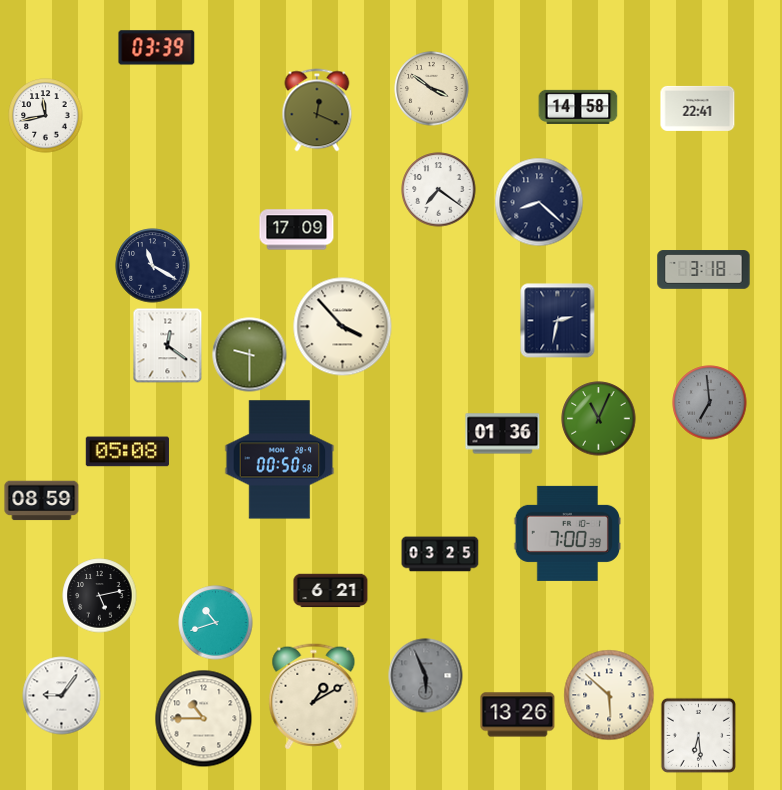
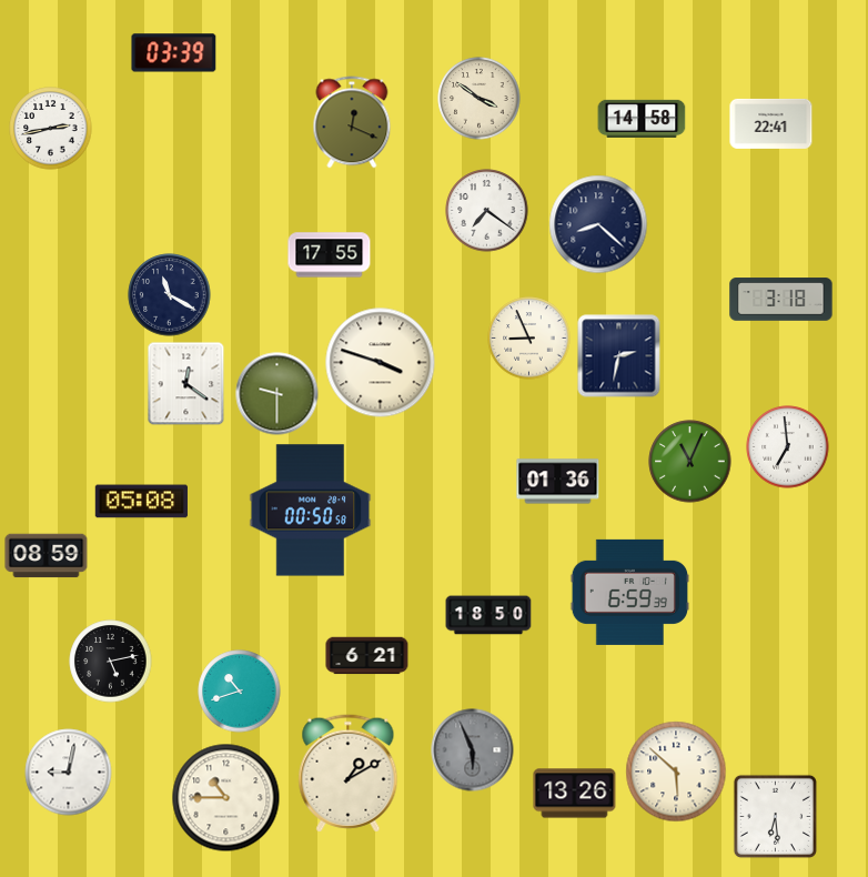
clock at (698, 108) position: (698, 108) -> (771, 123)
clock at (46, 116): 11:43 -> 2:43
clock at (297, 230): 17:09 -> 17:55
clock at (529, 339): none -> 8:56
clock at (343, 327): 3:53 -> 3:48
clock at (710, 403) dial: grey -> white
clock at (599, 419) position: (599, 419) -> (690, 462)
clock at (567, 533): 7:00 -> 6:59
clock at (440, 554): 03:25 -> 18:50
clock at (62, 696): 9:06 -> 9:02
